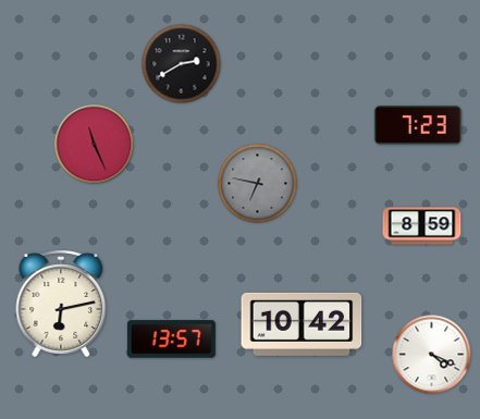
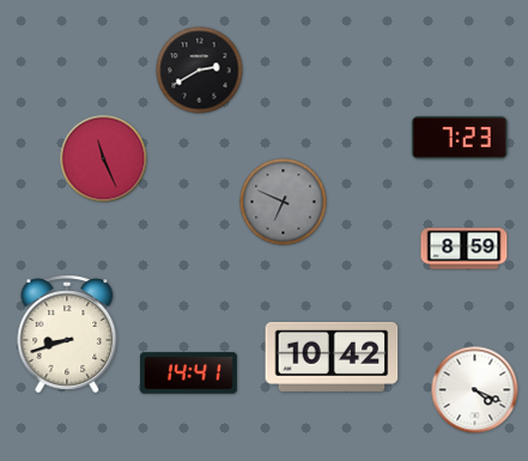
clock at (258, 184): 6:47 -> 6:49
clock at (61, 304): 6:13 -> 8:42
clock at (171, 340): 13:57 -> 14:41
